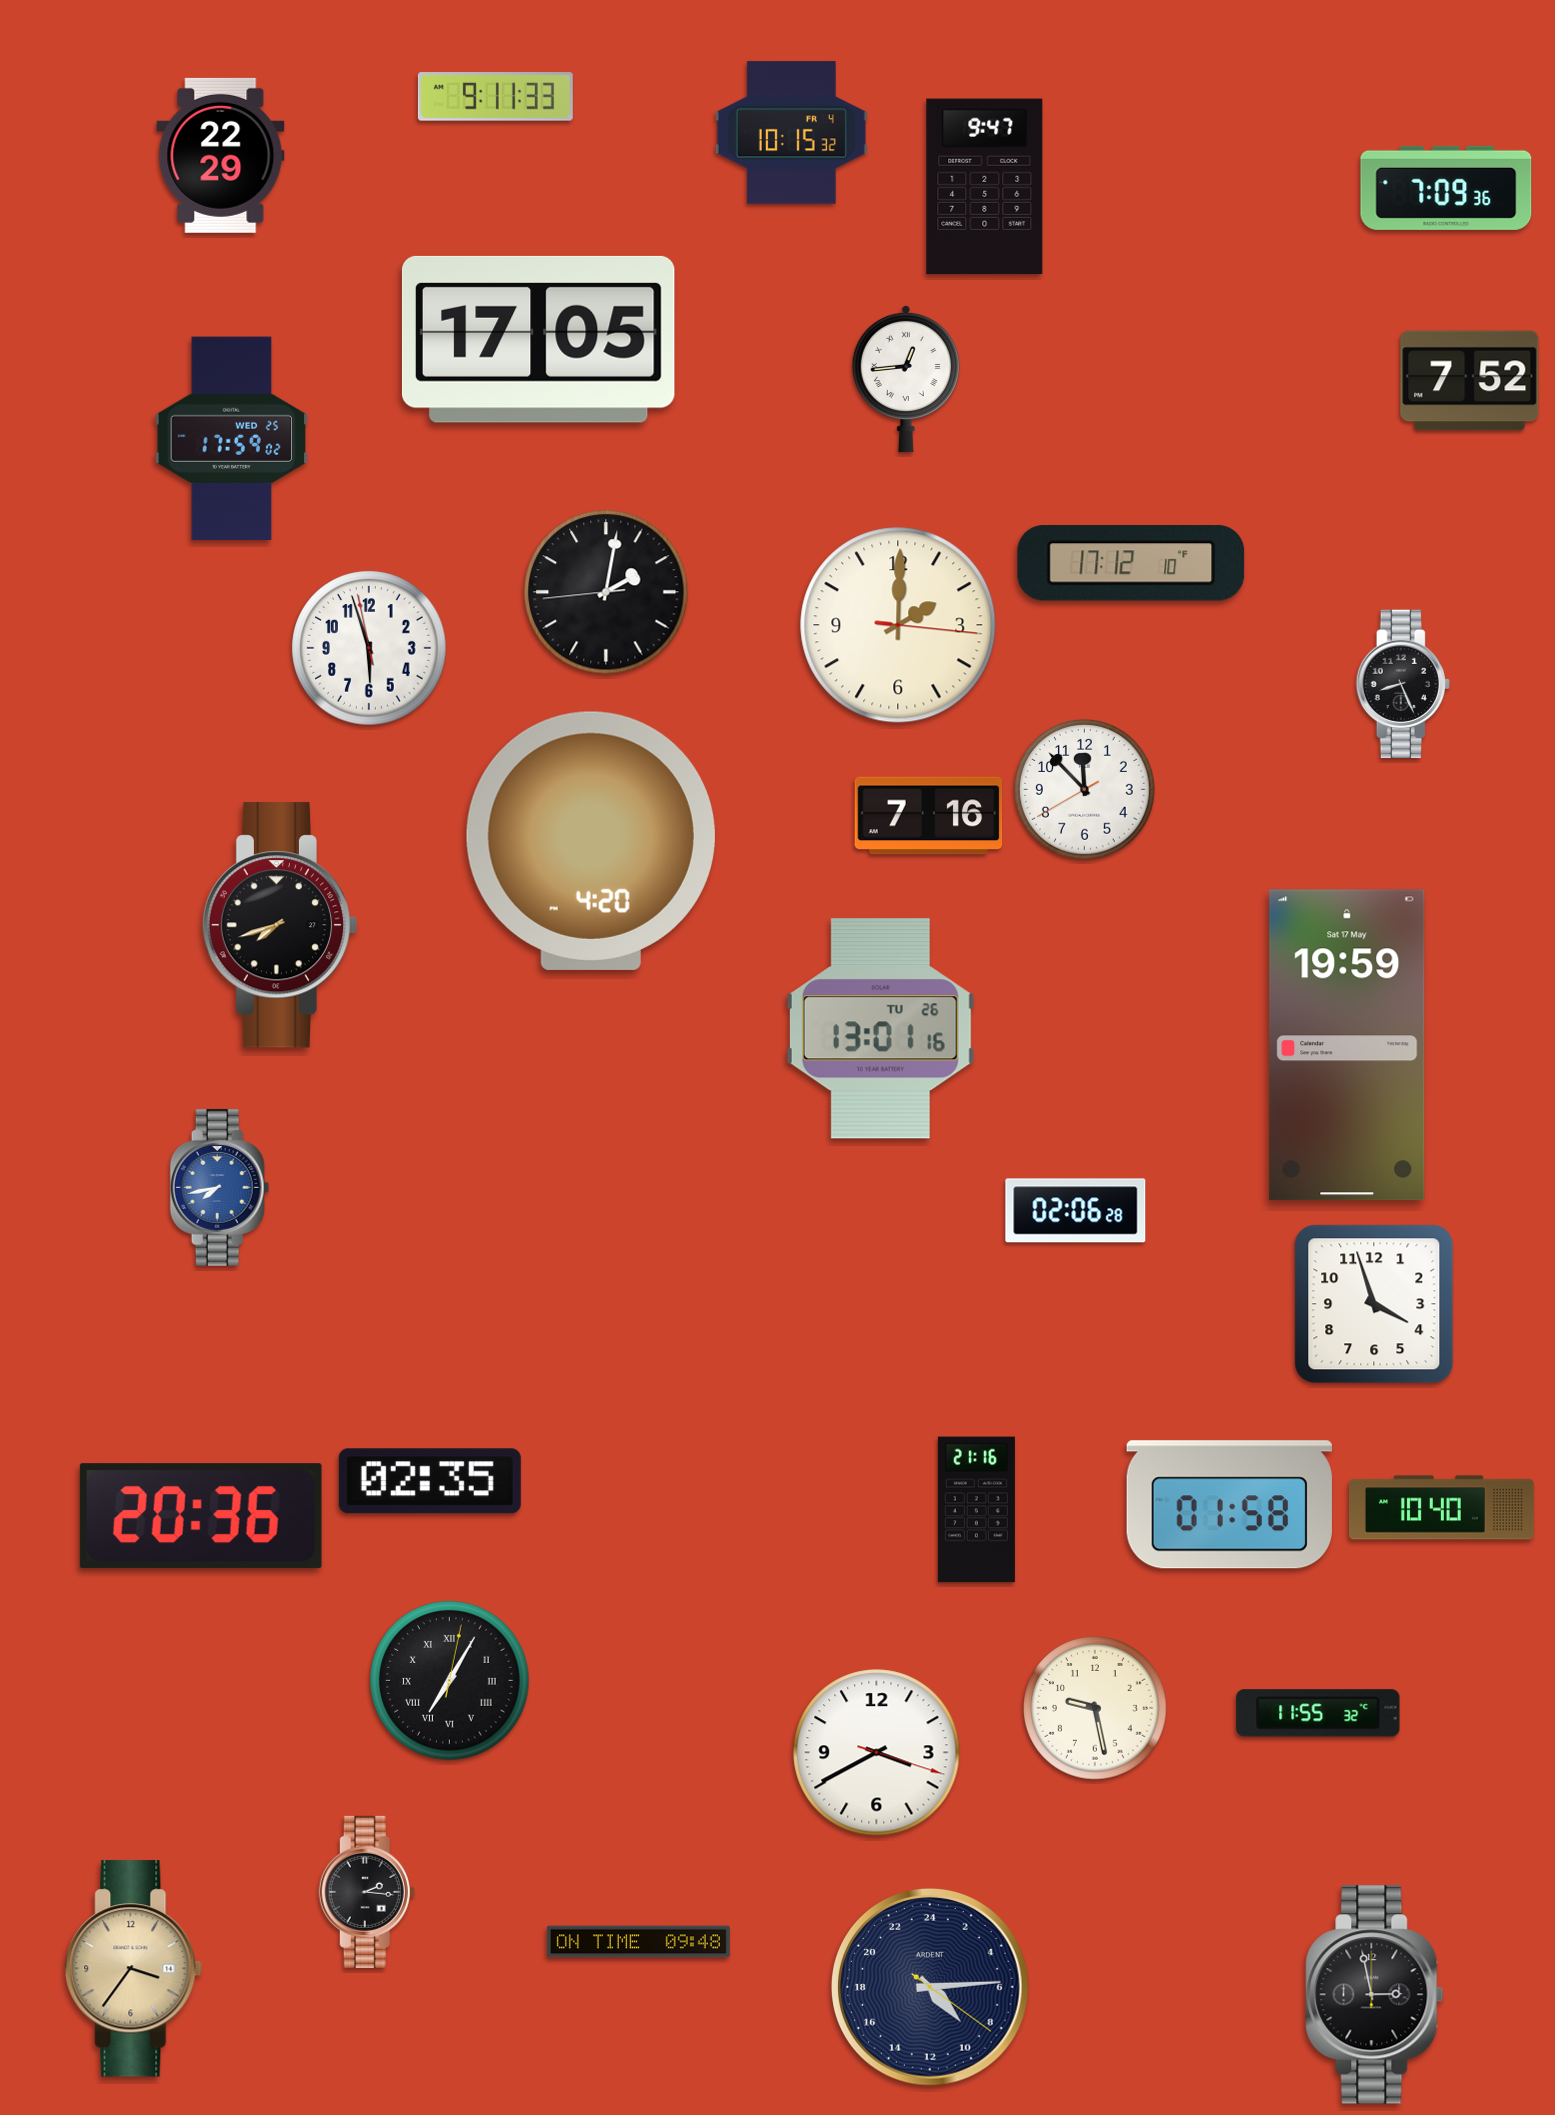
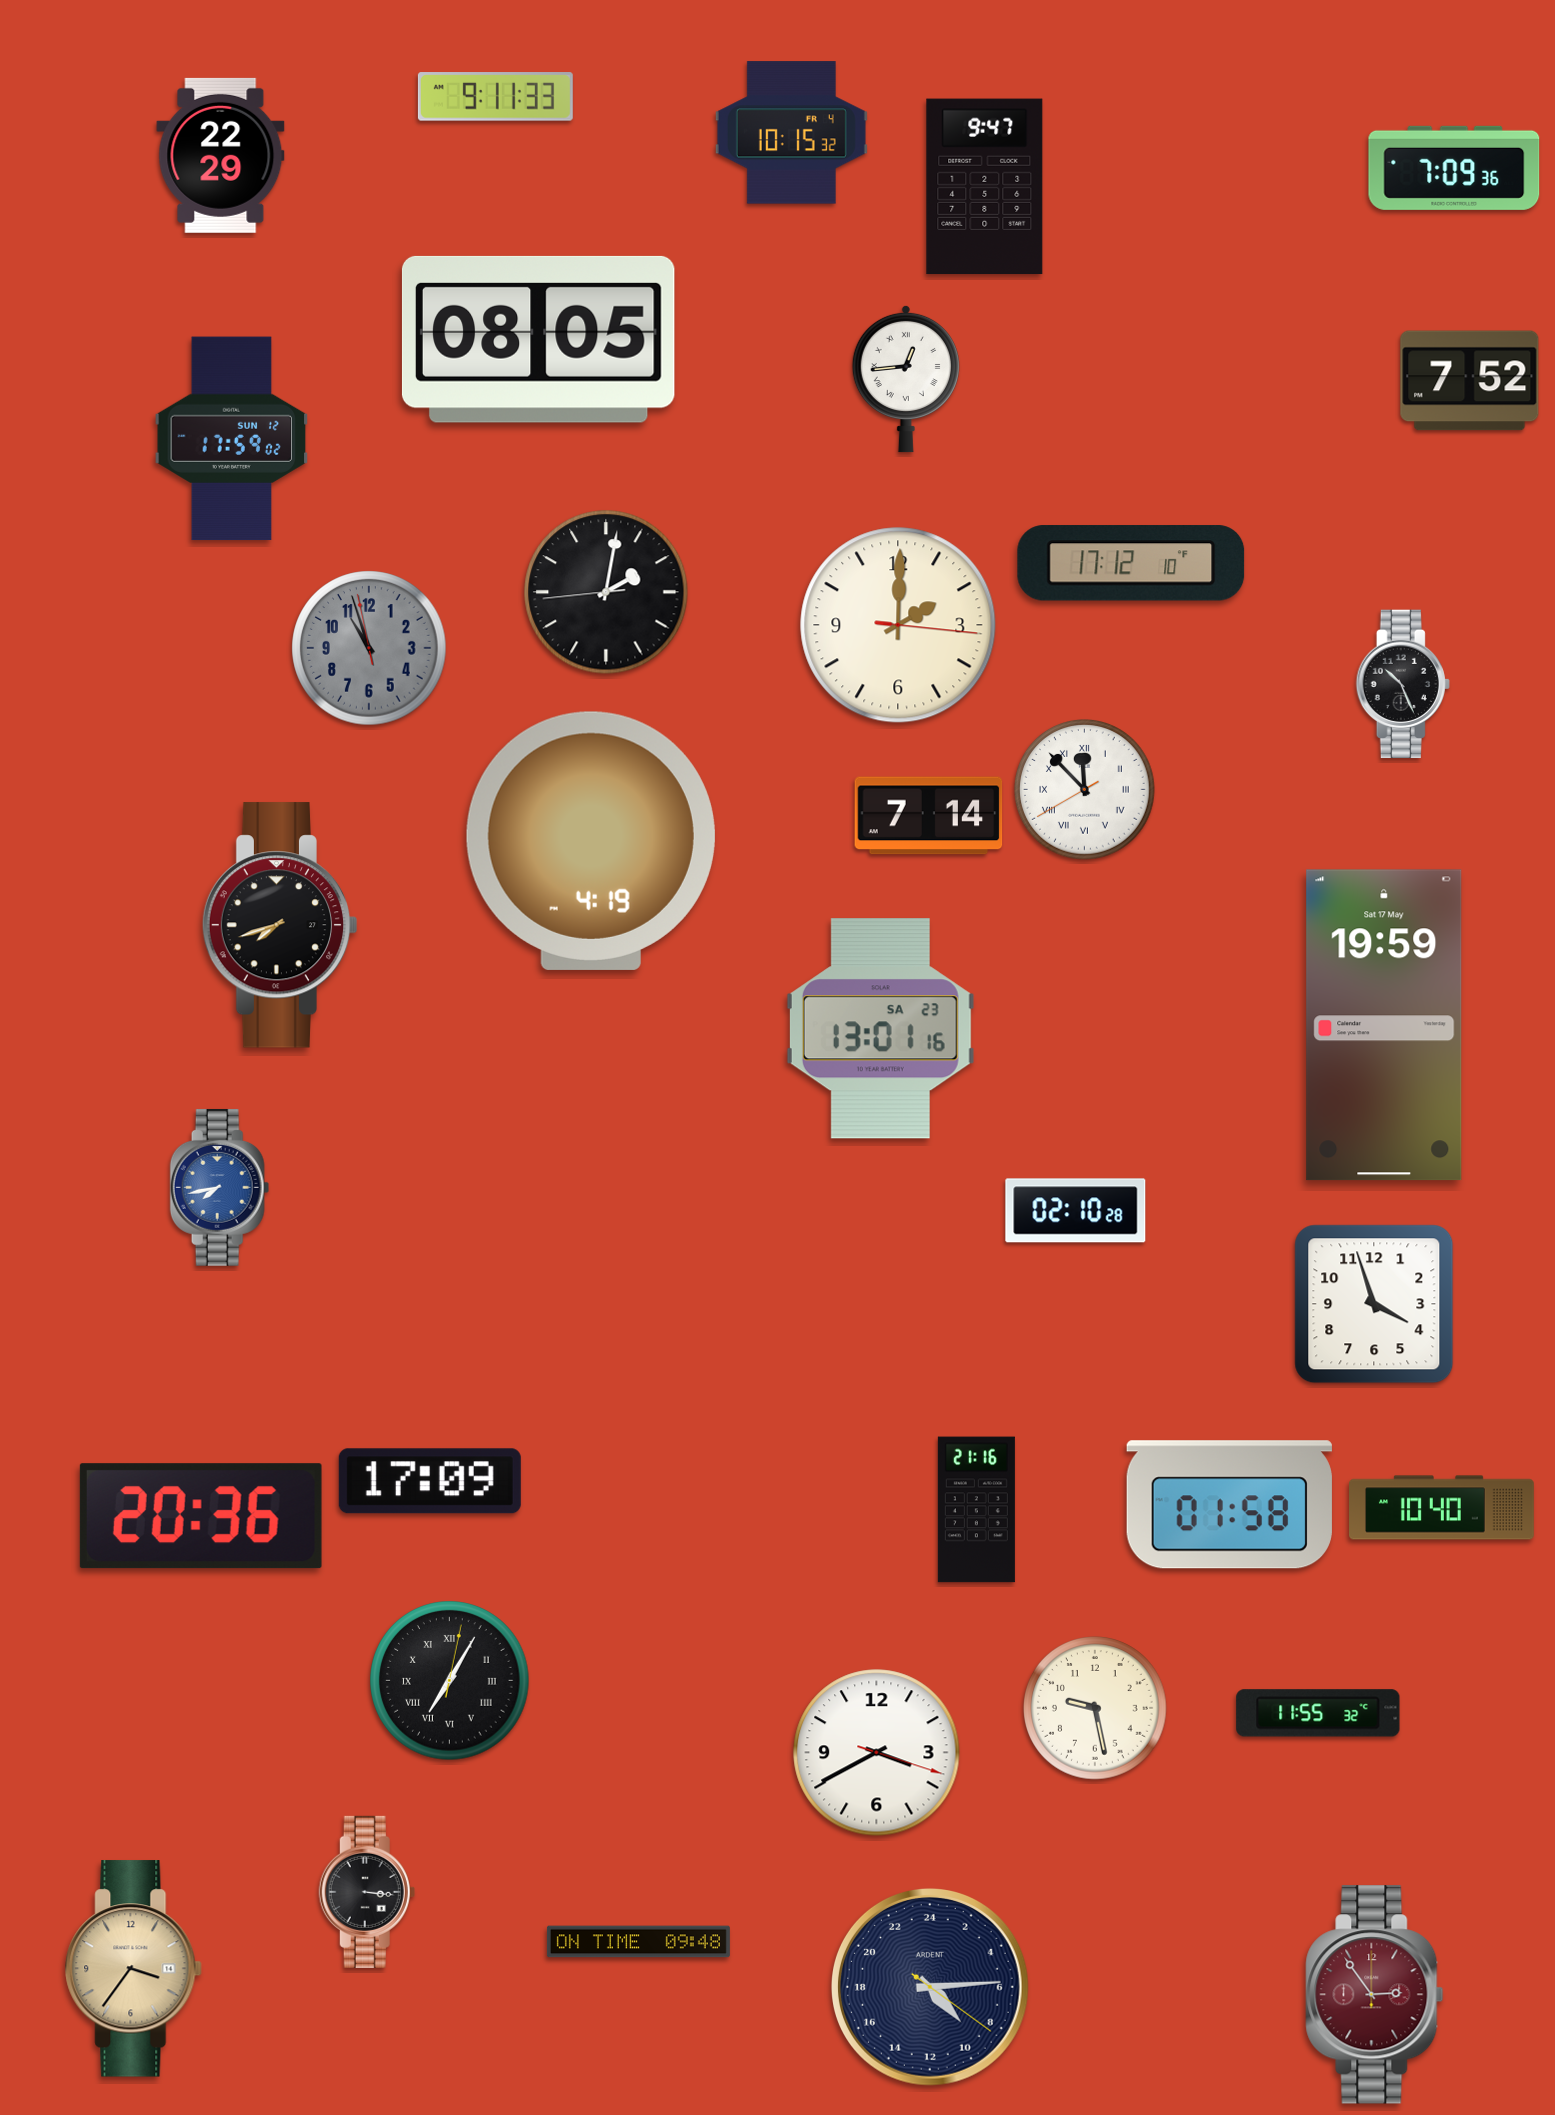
clock at (1446, 188) position: (1446, 188) -> (1454, 168)
clock at (538, 339): 17:05 -> 08:05
clock at (232, 439) date: WED 25 -> SUN 12
clock at (369, 648): 5:56 -> 10:56
clock at (369, 648) dial: white -> grey
clock at (1403, 684): 8:26 -> 10:26
clock at (1085, 790) numerals: Arabic -> Roman
clock at (929, 816): 7:16 -> 7:14
clock at (591, 841): 4:20 -> 4:19
clock at (880, 1029) date: TU 26 -> SA 23
clock at (1347, 1045) position: (1347, 1045) -> (1384, 1025)
clock at (1076, 1211): 02:06 -> 02:10
clock at (430, 1481): 02:35 -> 17:09
clock at (367, 1892): 2:16 -> 3:16
clock at (1375, 1995): 2:58 -> 2:54
clock at (1375, 1995) dial: black -> burgundy
